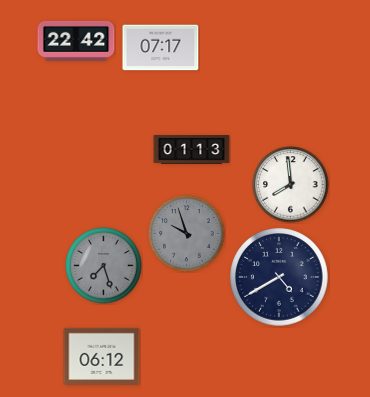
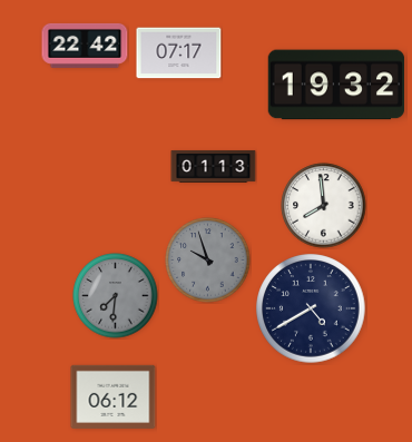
clock at (336, 85): none -> 19:32
clock at (104, 266): 7:27 -> 7:31
